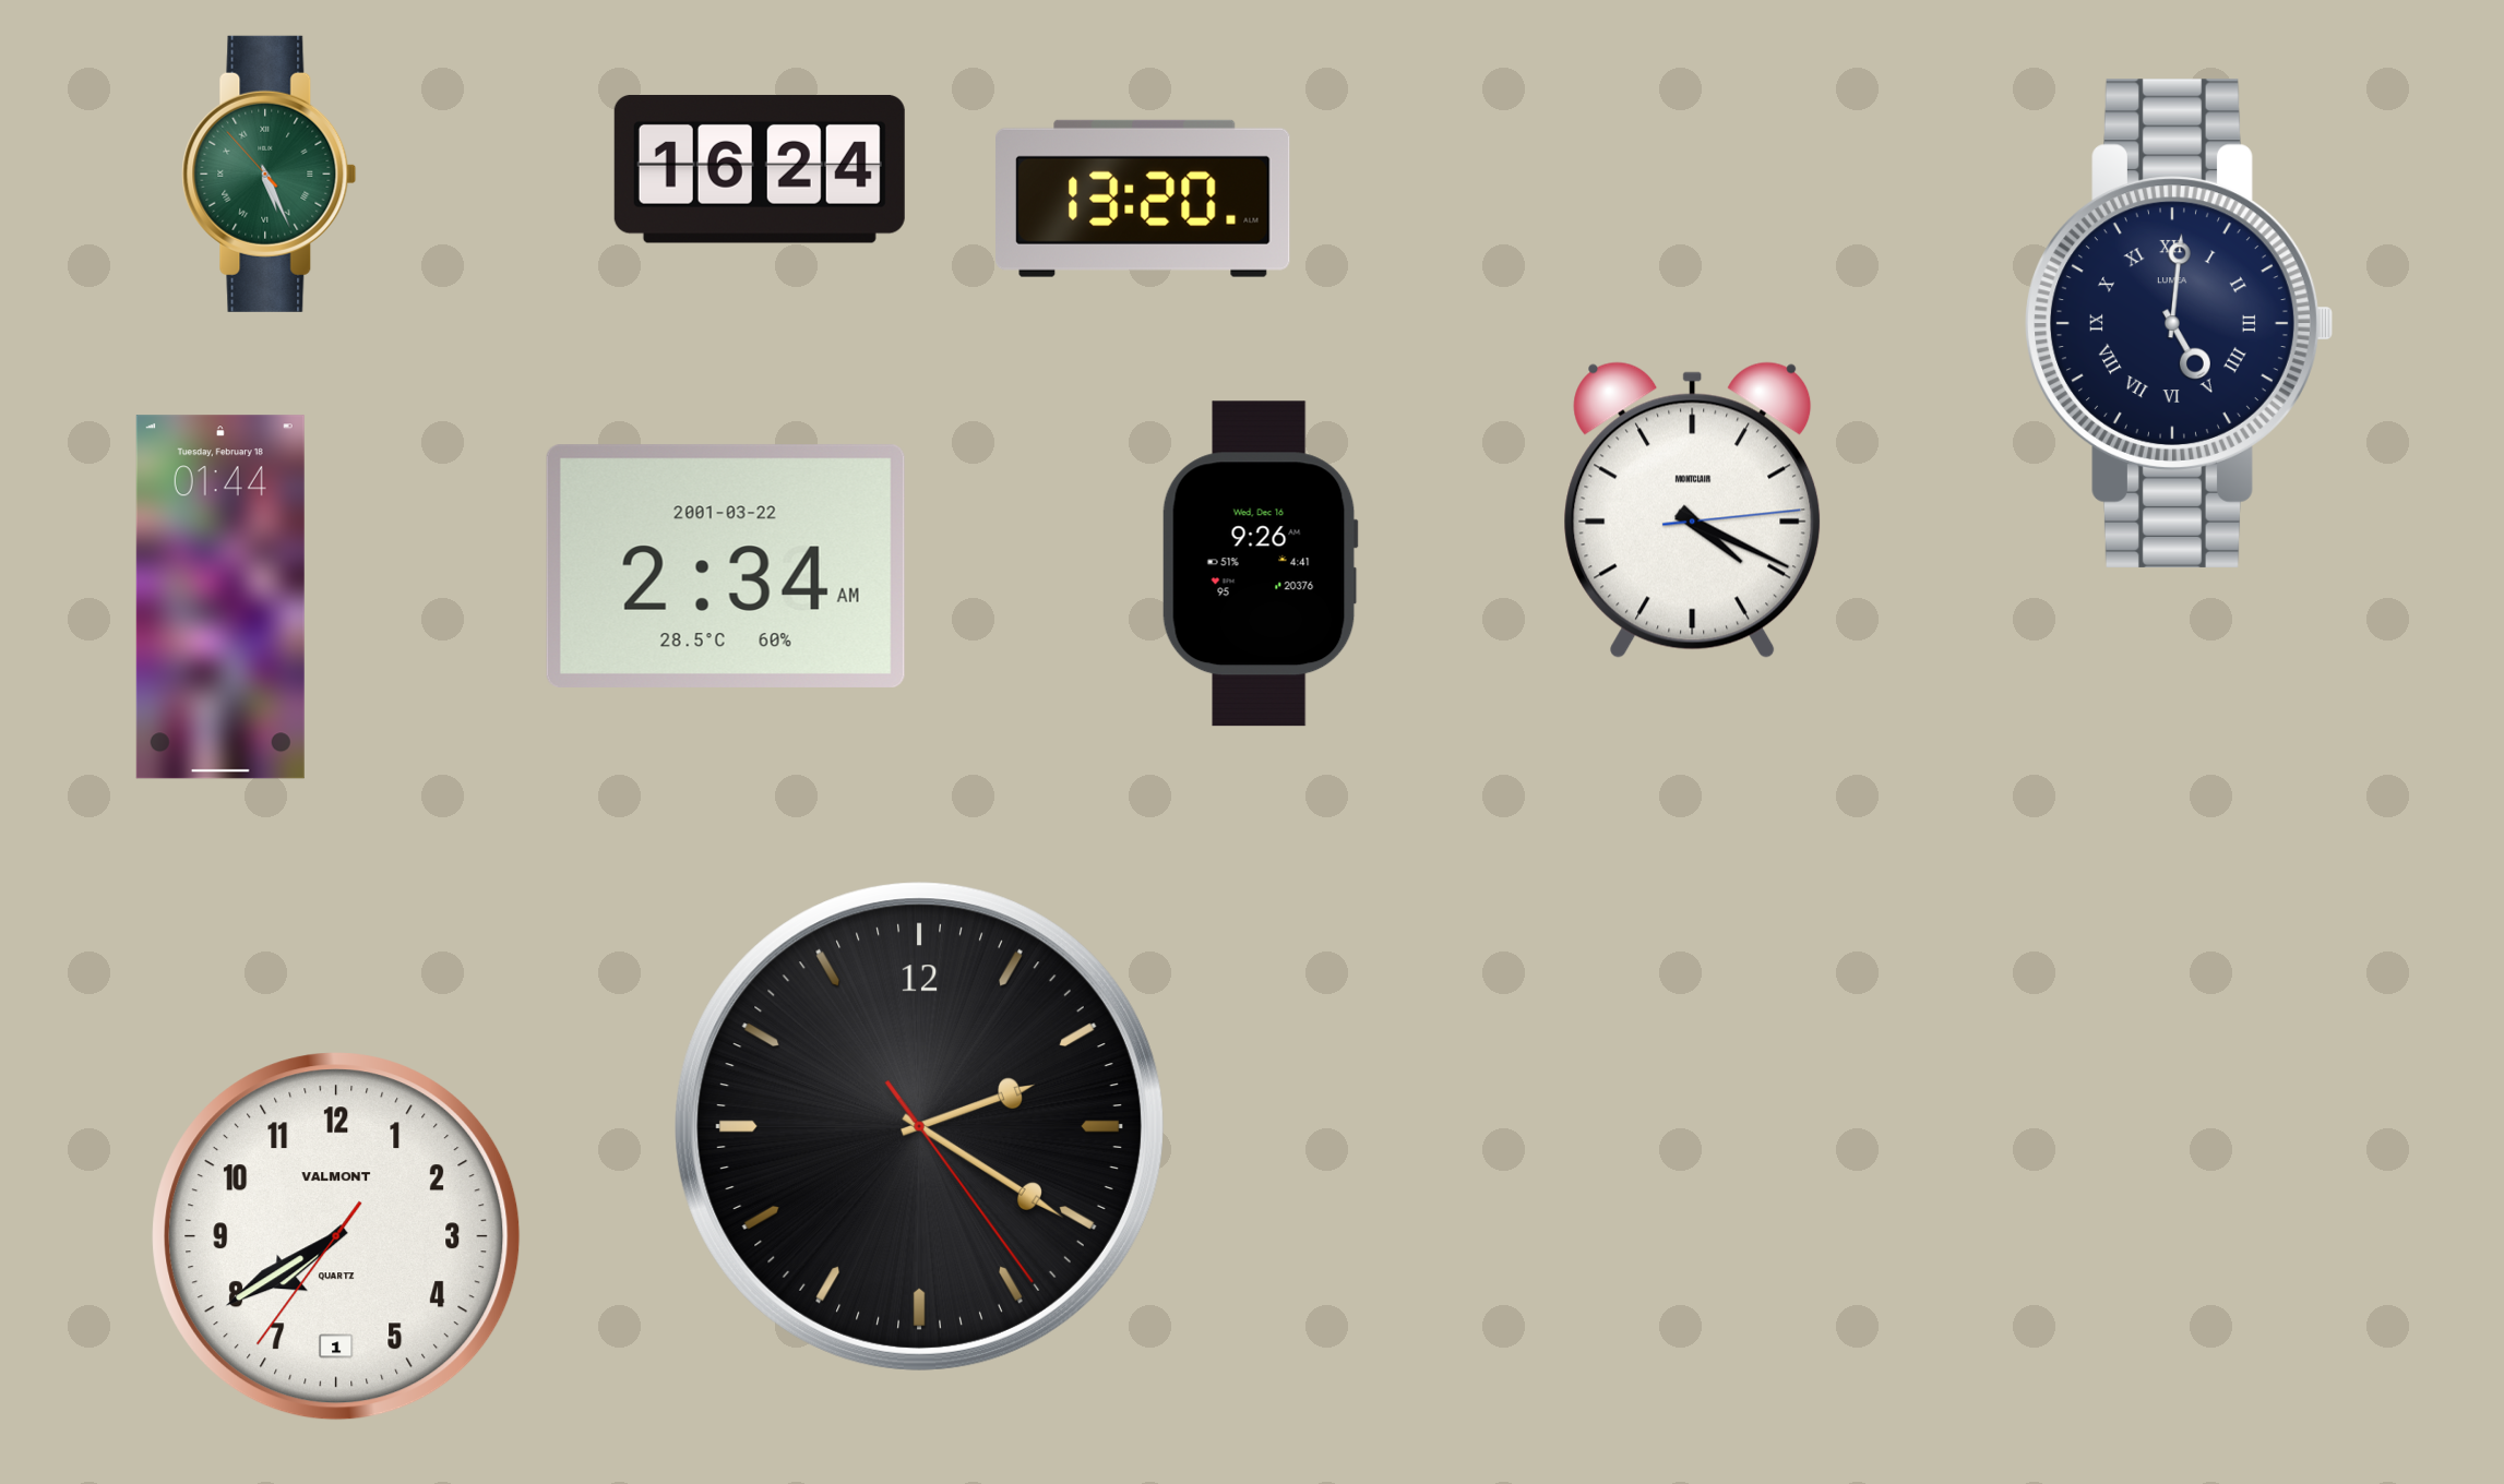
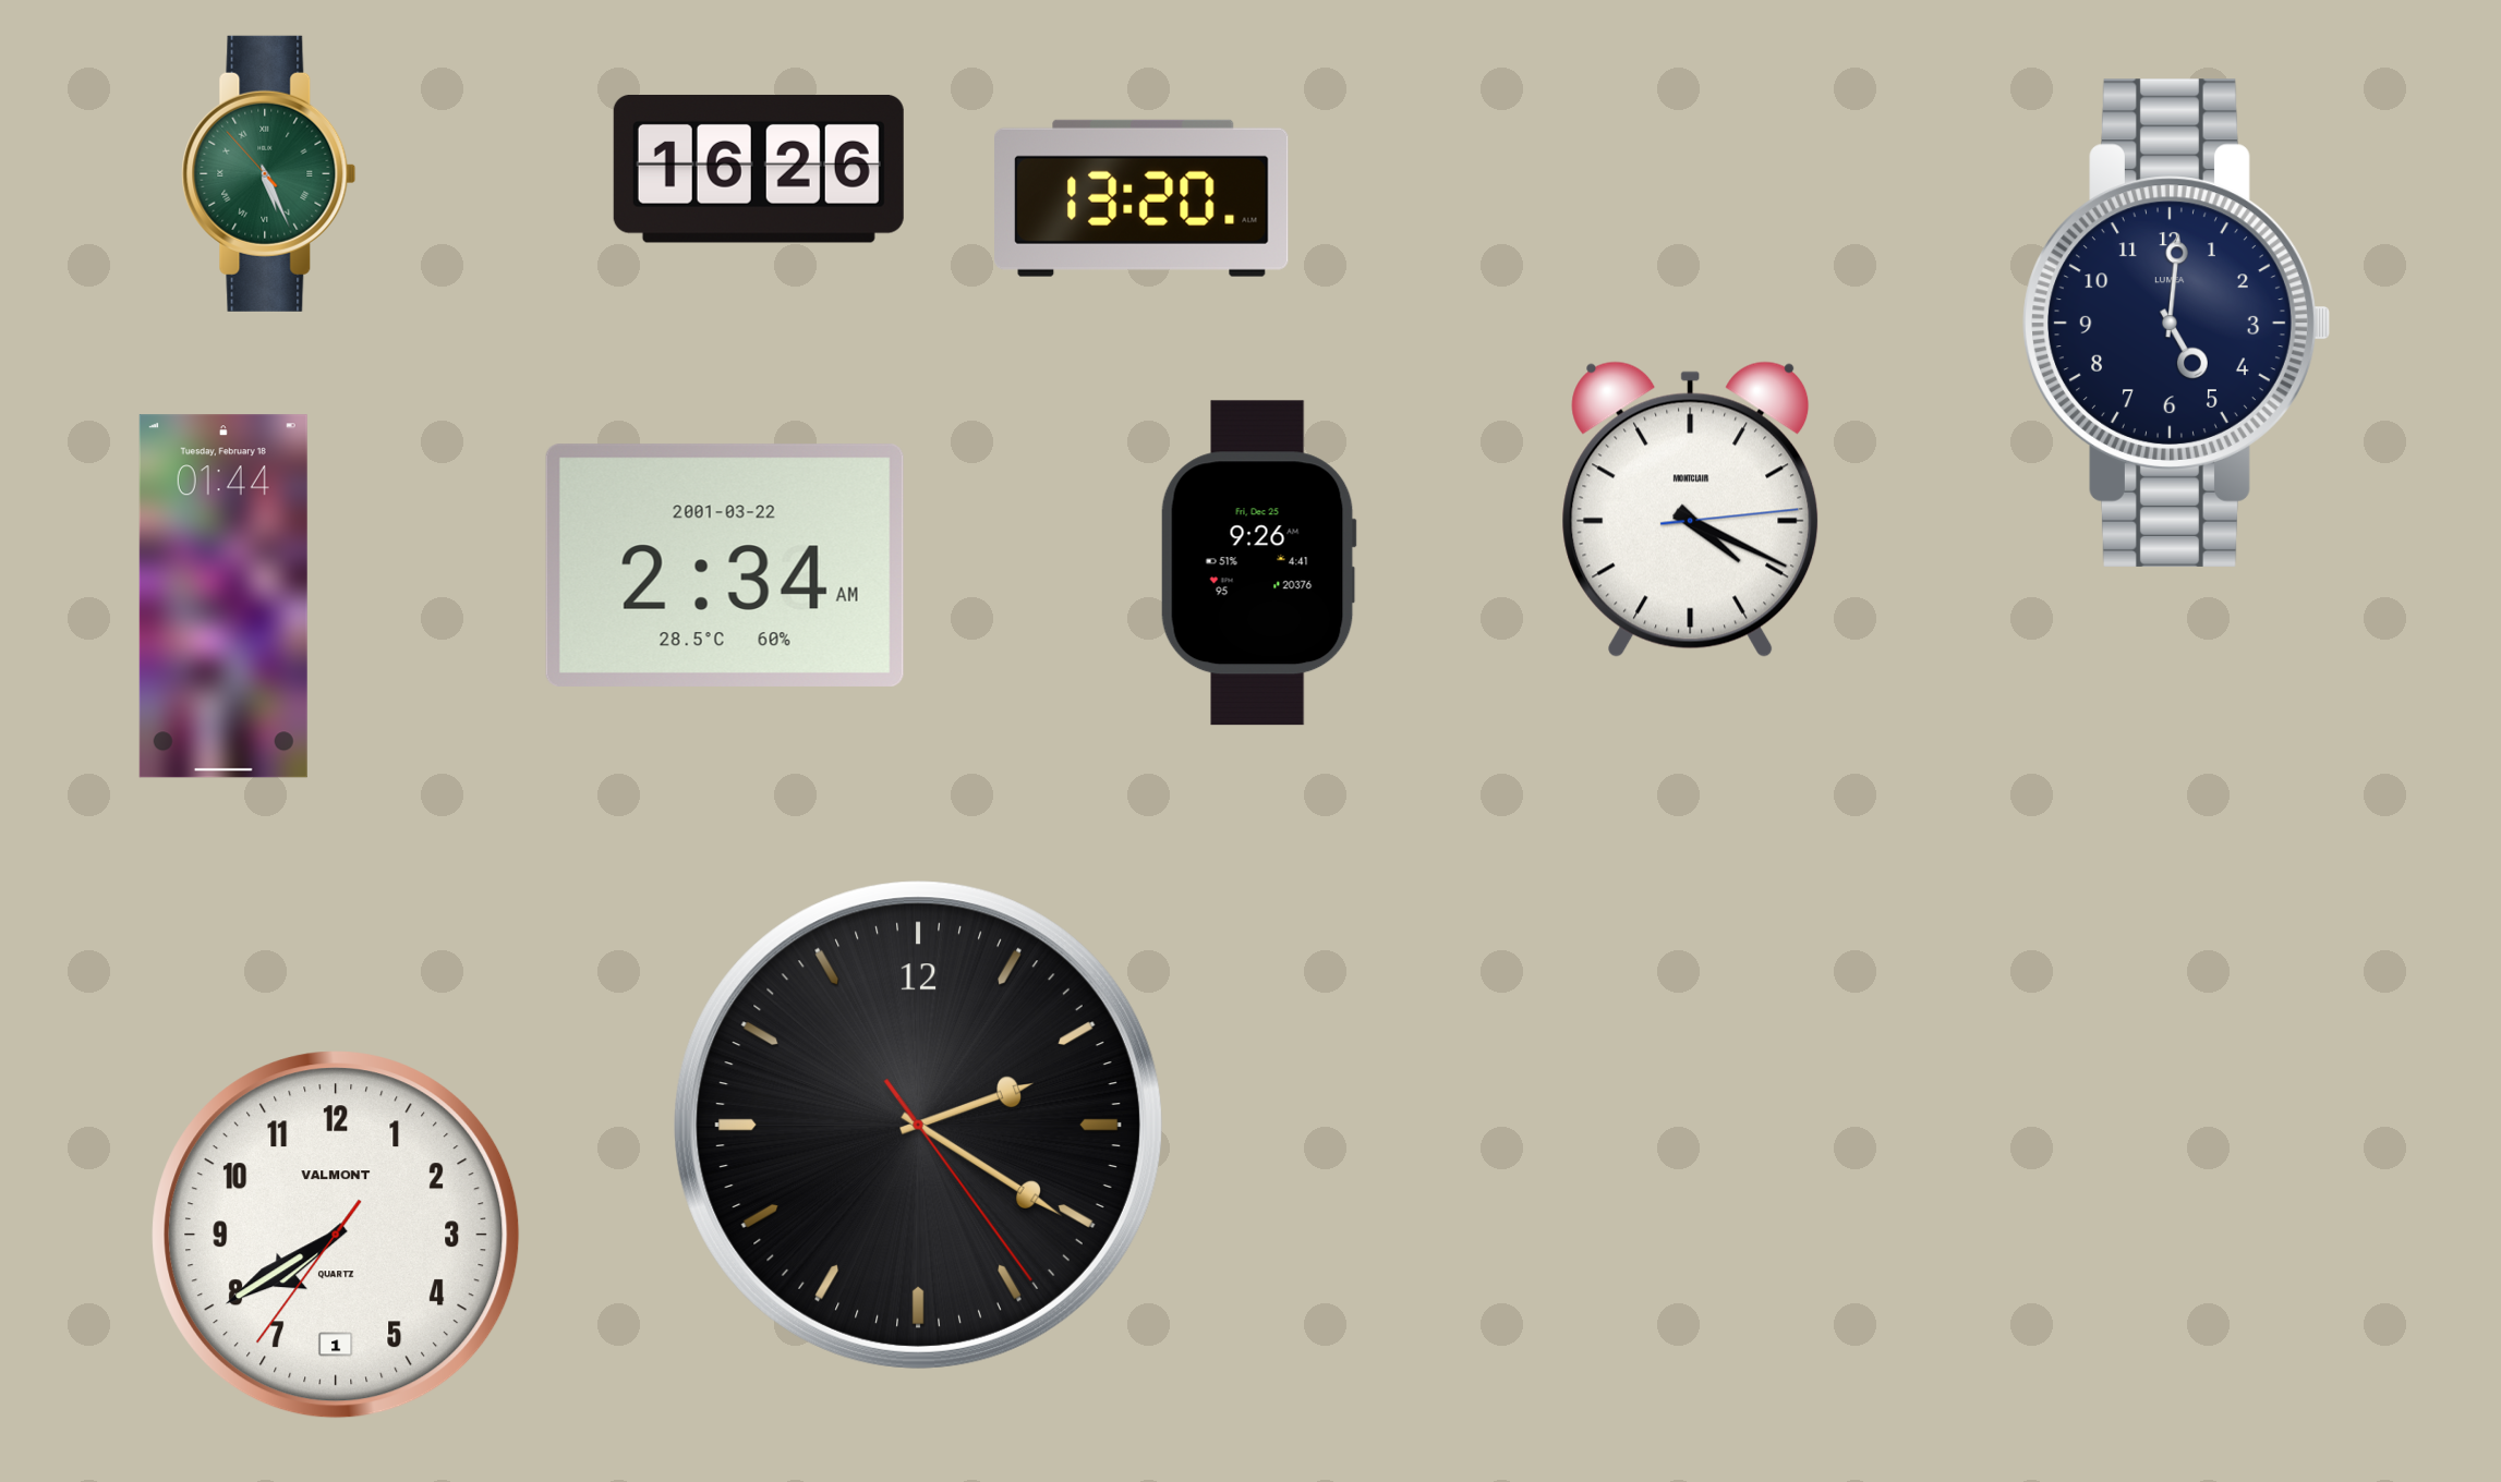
clock at (760, 169): 16:24 -> 16:26
clock at (2179, 323) numerals: Roman -> Arabic
clock at (1260, 564) date: Wed, Dec 16 -> Fri, Dec 25
clock at (220, 597) position: (220, 597) -> (223, 596)
